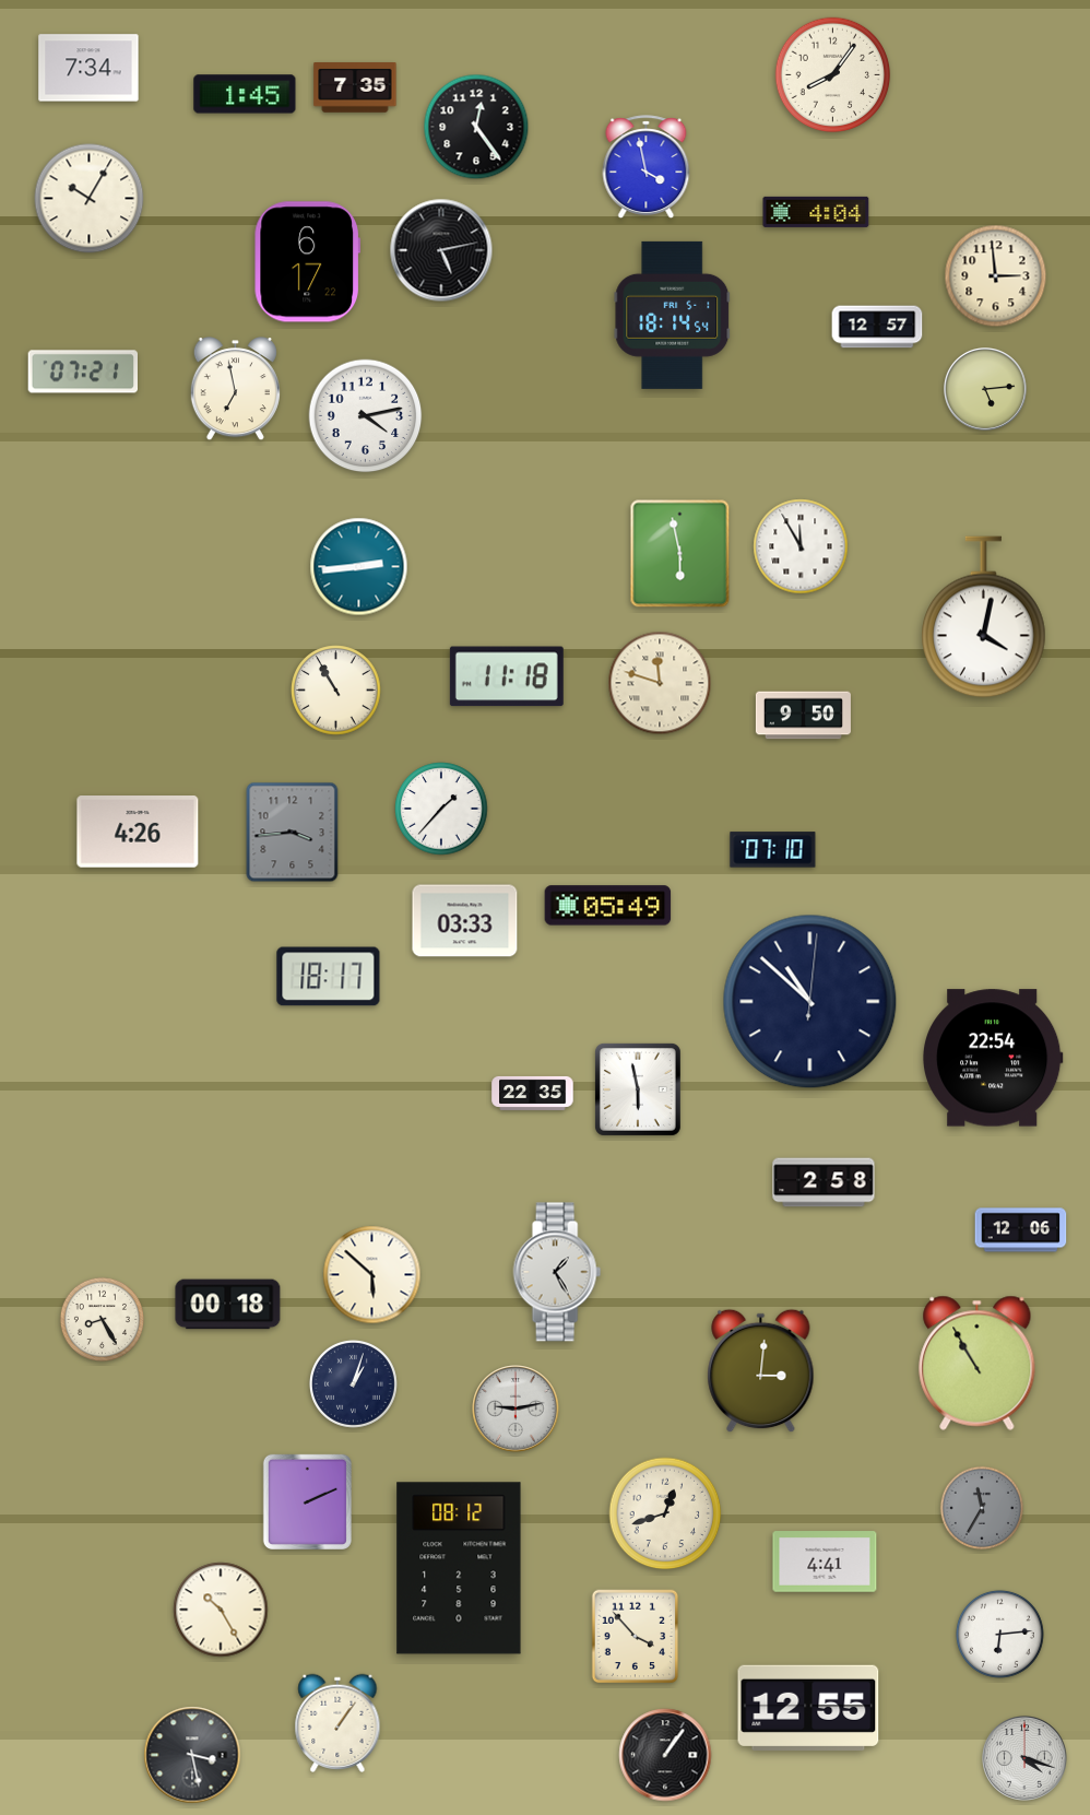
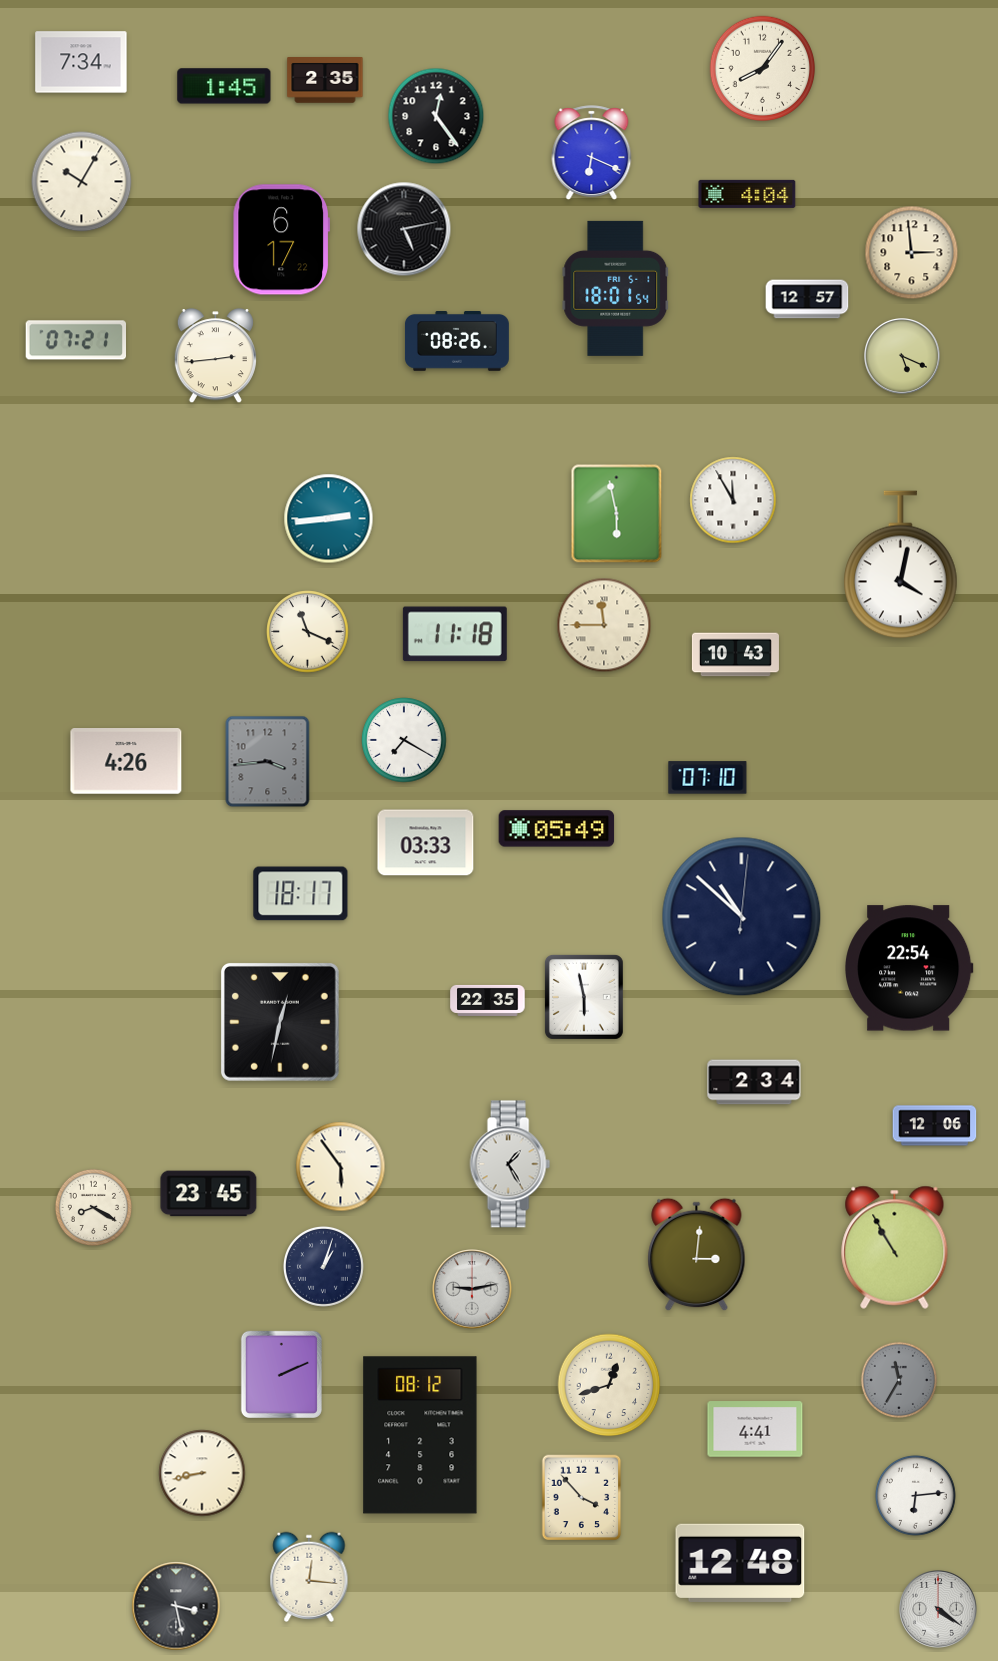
clock at (355, 89): 7:35 -> 2:35
clock at (647, 167): 3:58 -> 6:19
clock at (673, 315): 18:14 -> 18:01
clock at (877, 327) position: (877, 327) -> (807, 299)
clock at (457, 342): none -> 08:26
clock at (235, 389): 6:58 -> 2:44
clock at (986, 390): 5:14 -> 5:19
clock at (366, 416): 4:13 -> none
clock at (680, 554) position: (680, 554) -> (617, 514)
clock at (507, 676) position: (507, 676) -> (455, 634)
clock at (660, 683): 11:48 -> 11:45
clock at (336, 691): 10:55 -> 11:19
clock at (803, 716): 9:50 -> 10:43
clock at (441, 809): 1:37 -> 7:20
clock at (280, 1022): none -> 12:32
clock at (824, 1182): 2:58 -> 2:34
clock at (372, 1275): 5:52 -> 5:54
clock at (228, 1305): 00:18 -> 23:45
clock at (102, 1319): 8:25 -> 8:20
clock at (221, 1610): 10:25 -> 8:43
clock at (808, 1708): 12:55 -> 12:48
clock at (337, 1722): 1:06 -> 12:16
clock at (665, 1755): 1:06 -> none
clock at (1024, 1758): 4:18 -> 4:21
